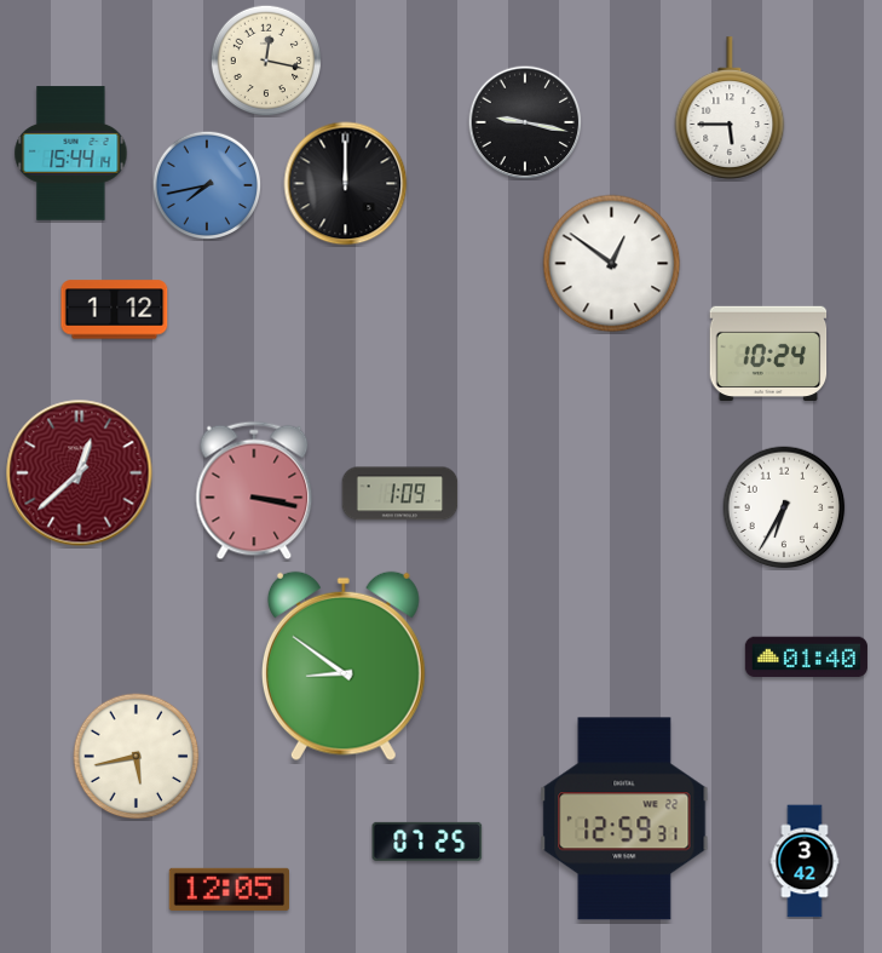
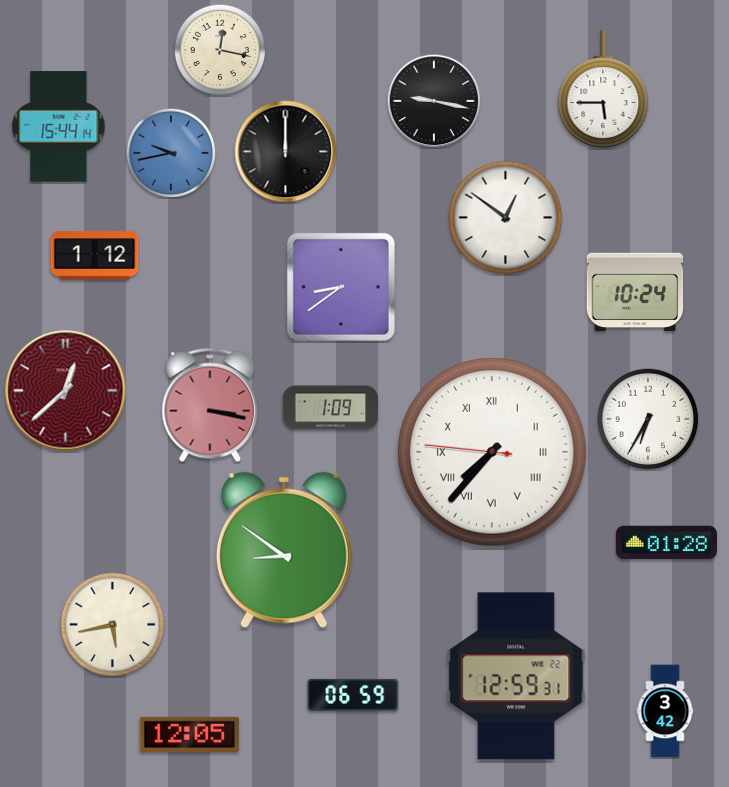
clock at (207, 185): 7:43 -> 9:43
clock at (341, 287): none -> 8:39
clock at (493, 453): none -> 7:36
clock at (806, 658): 01:40 -> 01:28
clock at (427, 842): 07:25 -> 06:59
